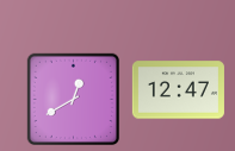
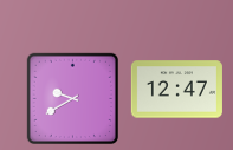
clock at (73, 99): 12:40 -> 9:40
